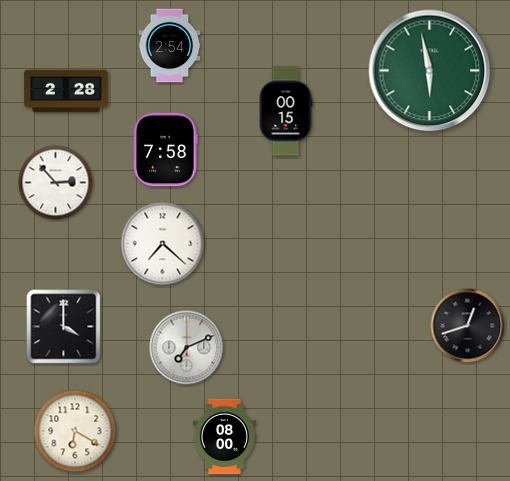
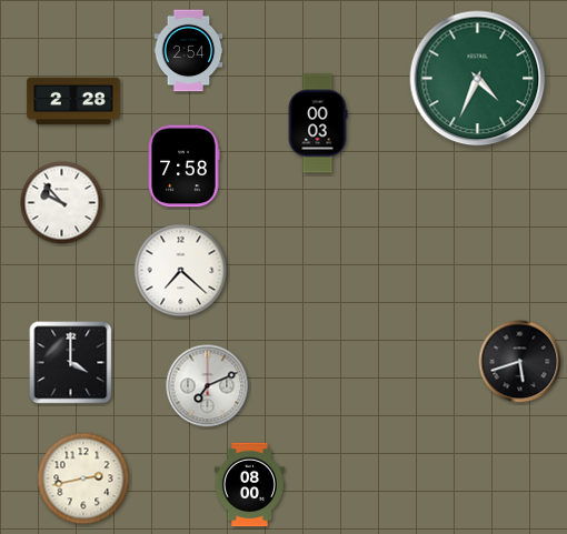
clock at (430, 71): 5:58 -> 4:34
clock at (286, 111): 00:15 -> 00:03
clock at (56, 183): 2:53 -> 9:53
clock at (468, 326): 12:42 -> 5:42
clock at (75, 431): 6:20 -> 2:43
